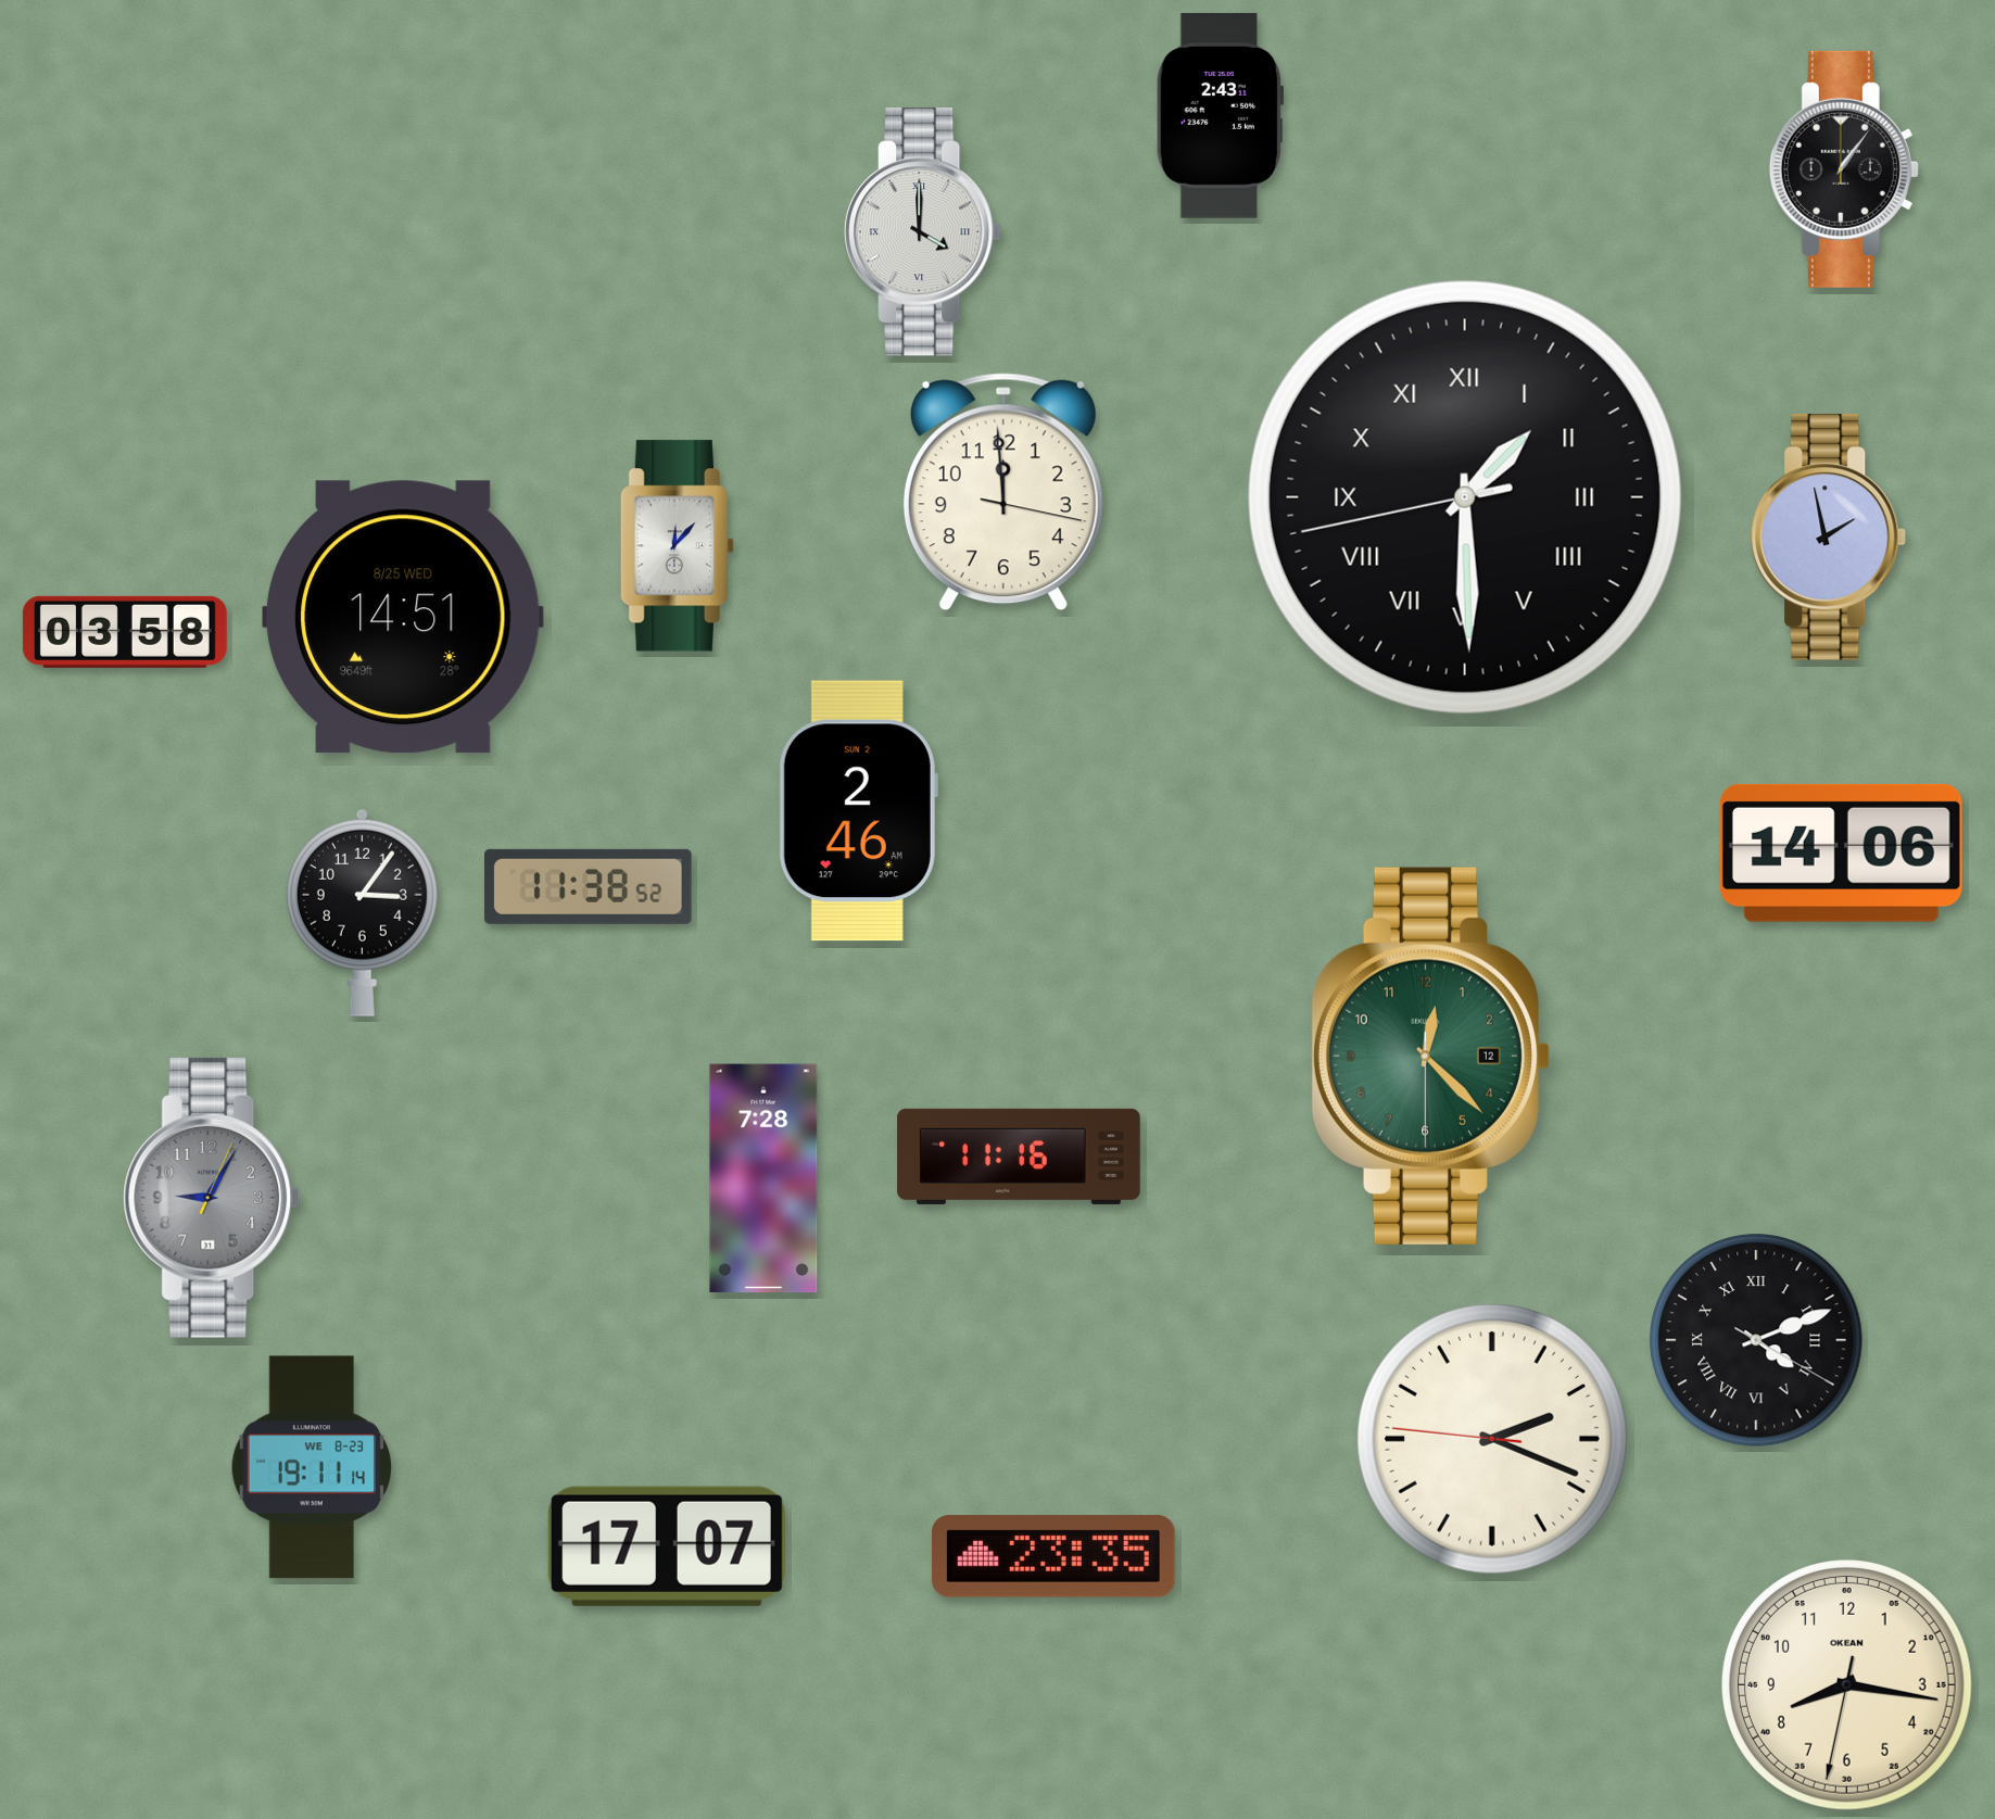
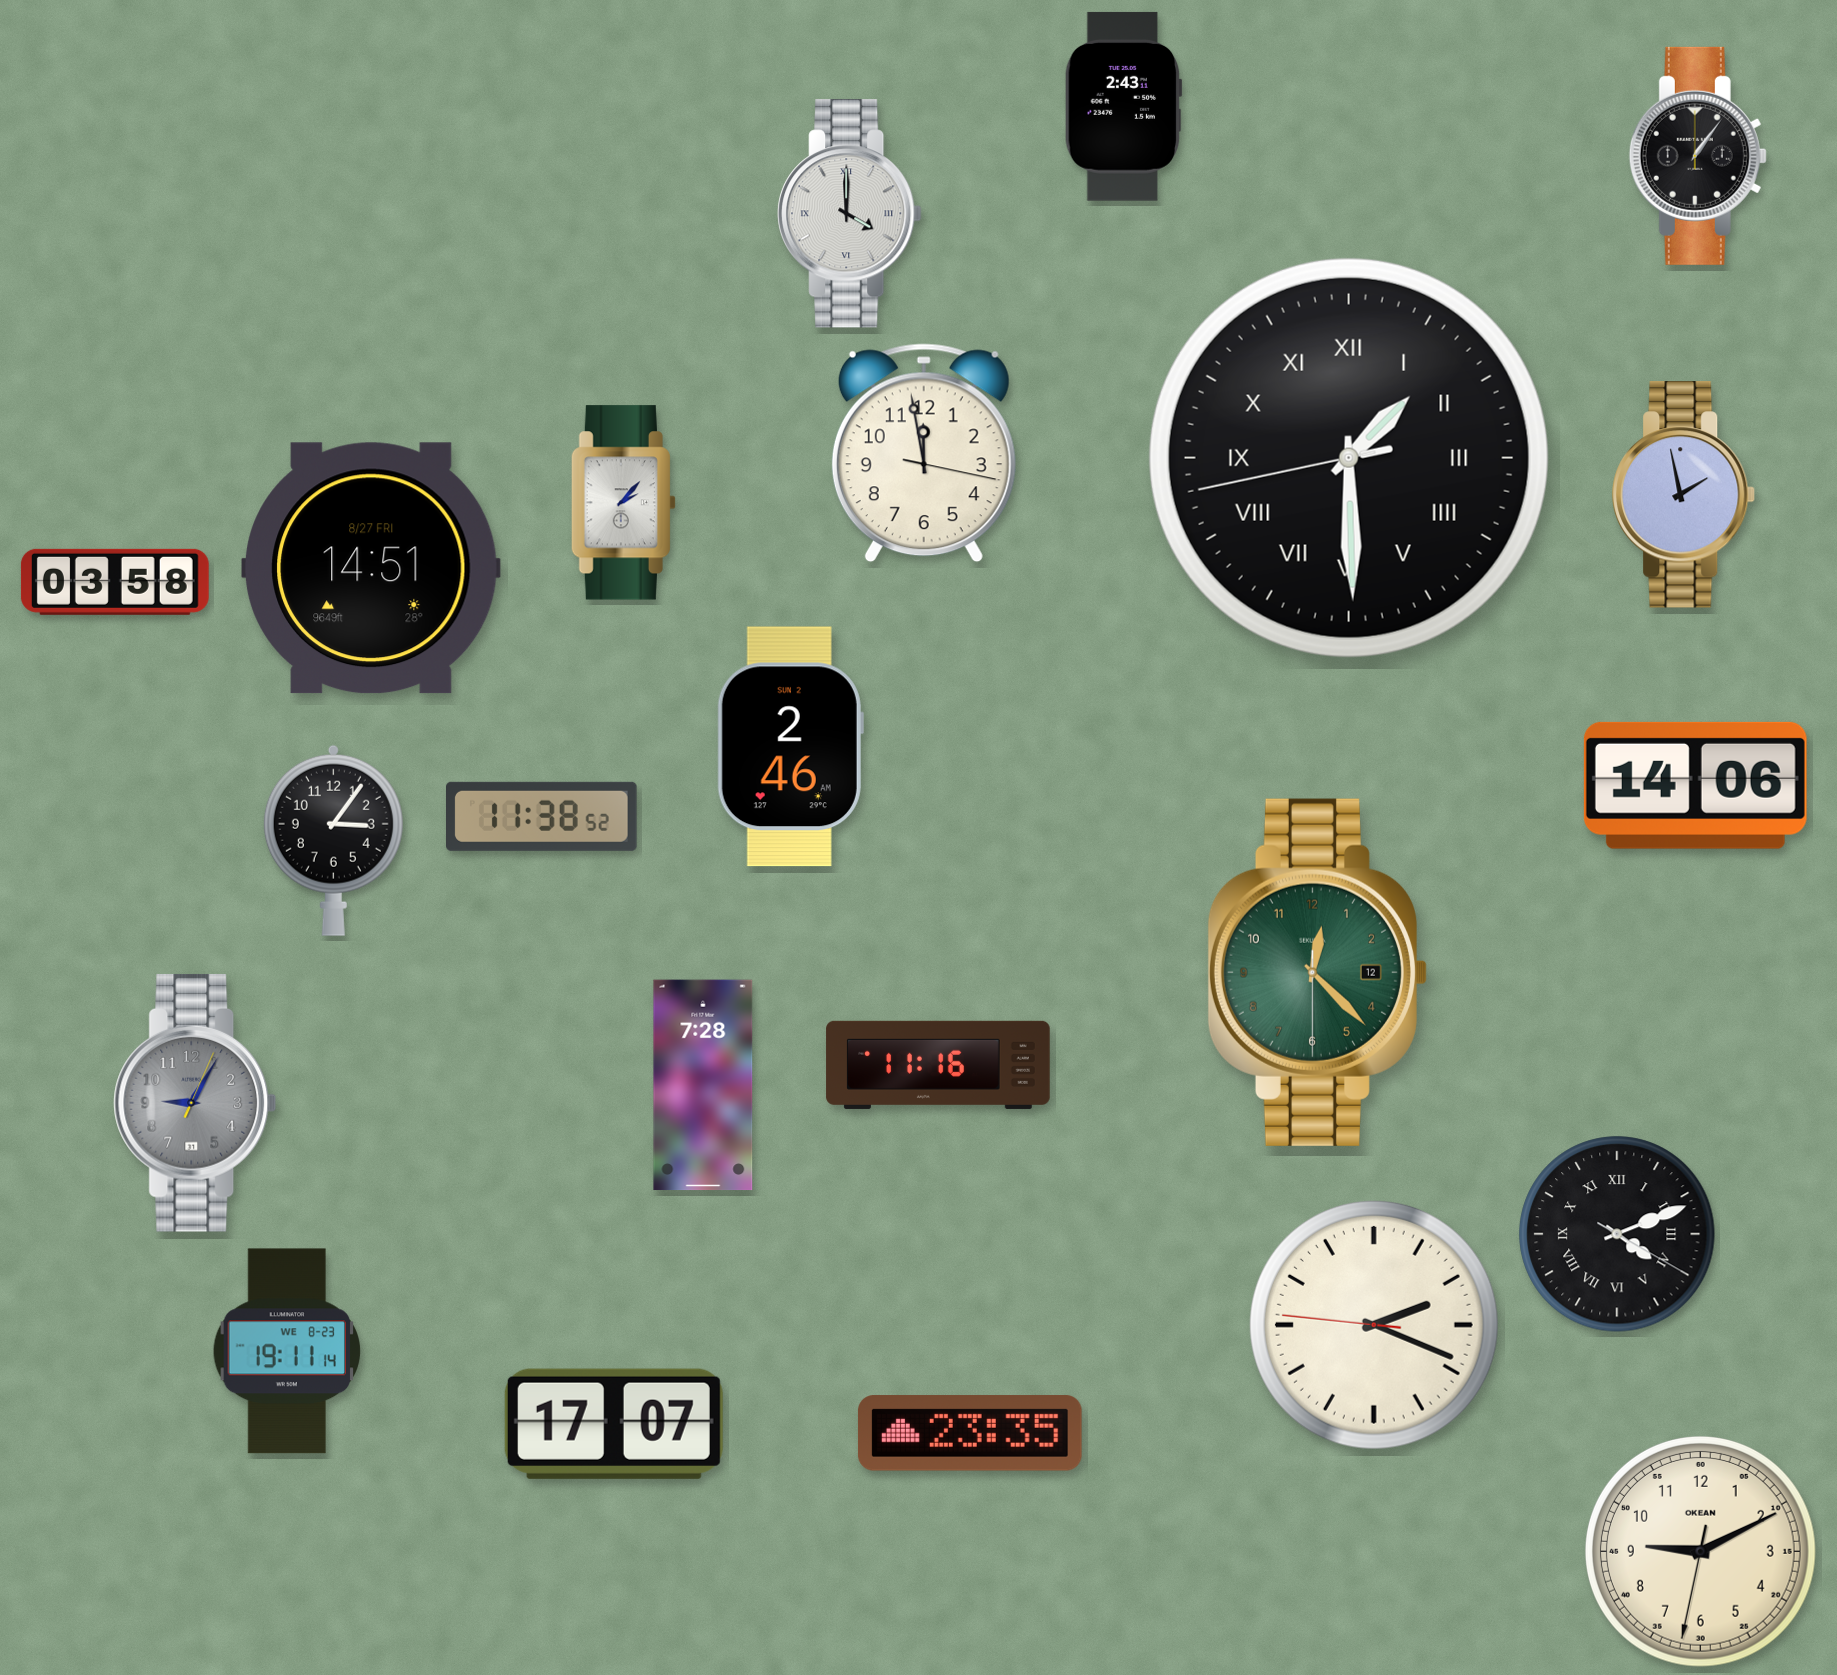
clock at (1003, 492): 11:59 -> 11:58
clock at (677, 546): 12:07 -> 2:07
clock at (404, 617) date: 8/25 WED -> 8/27 FRI
clock at (1846, 1684): 8:16 -> 9:10
